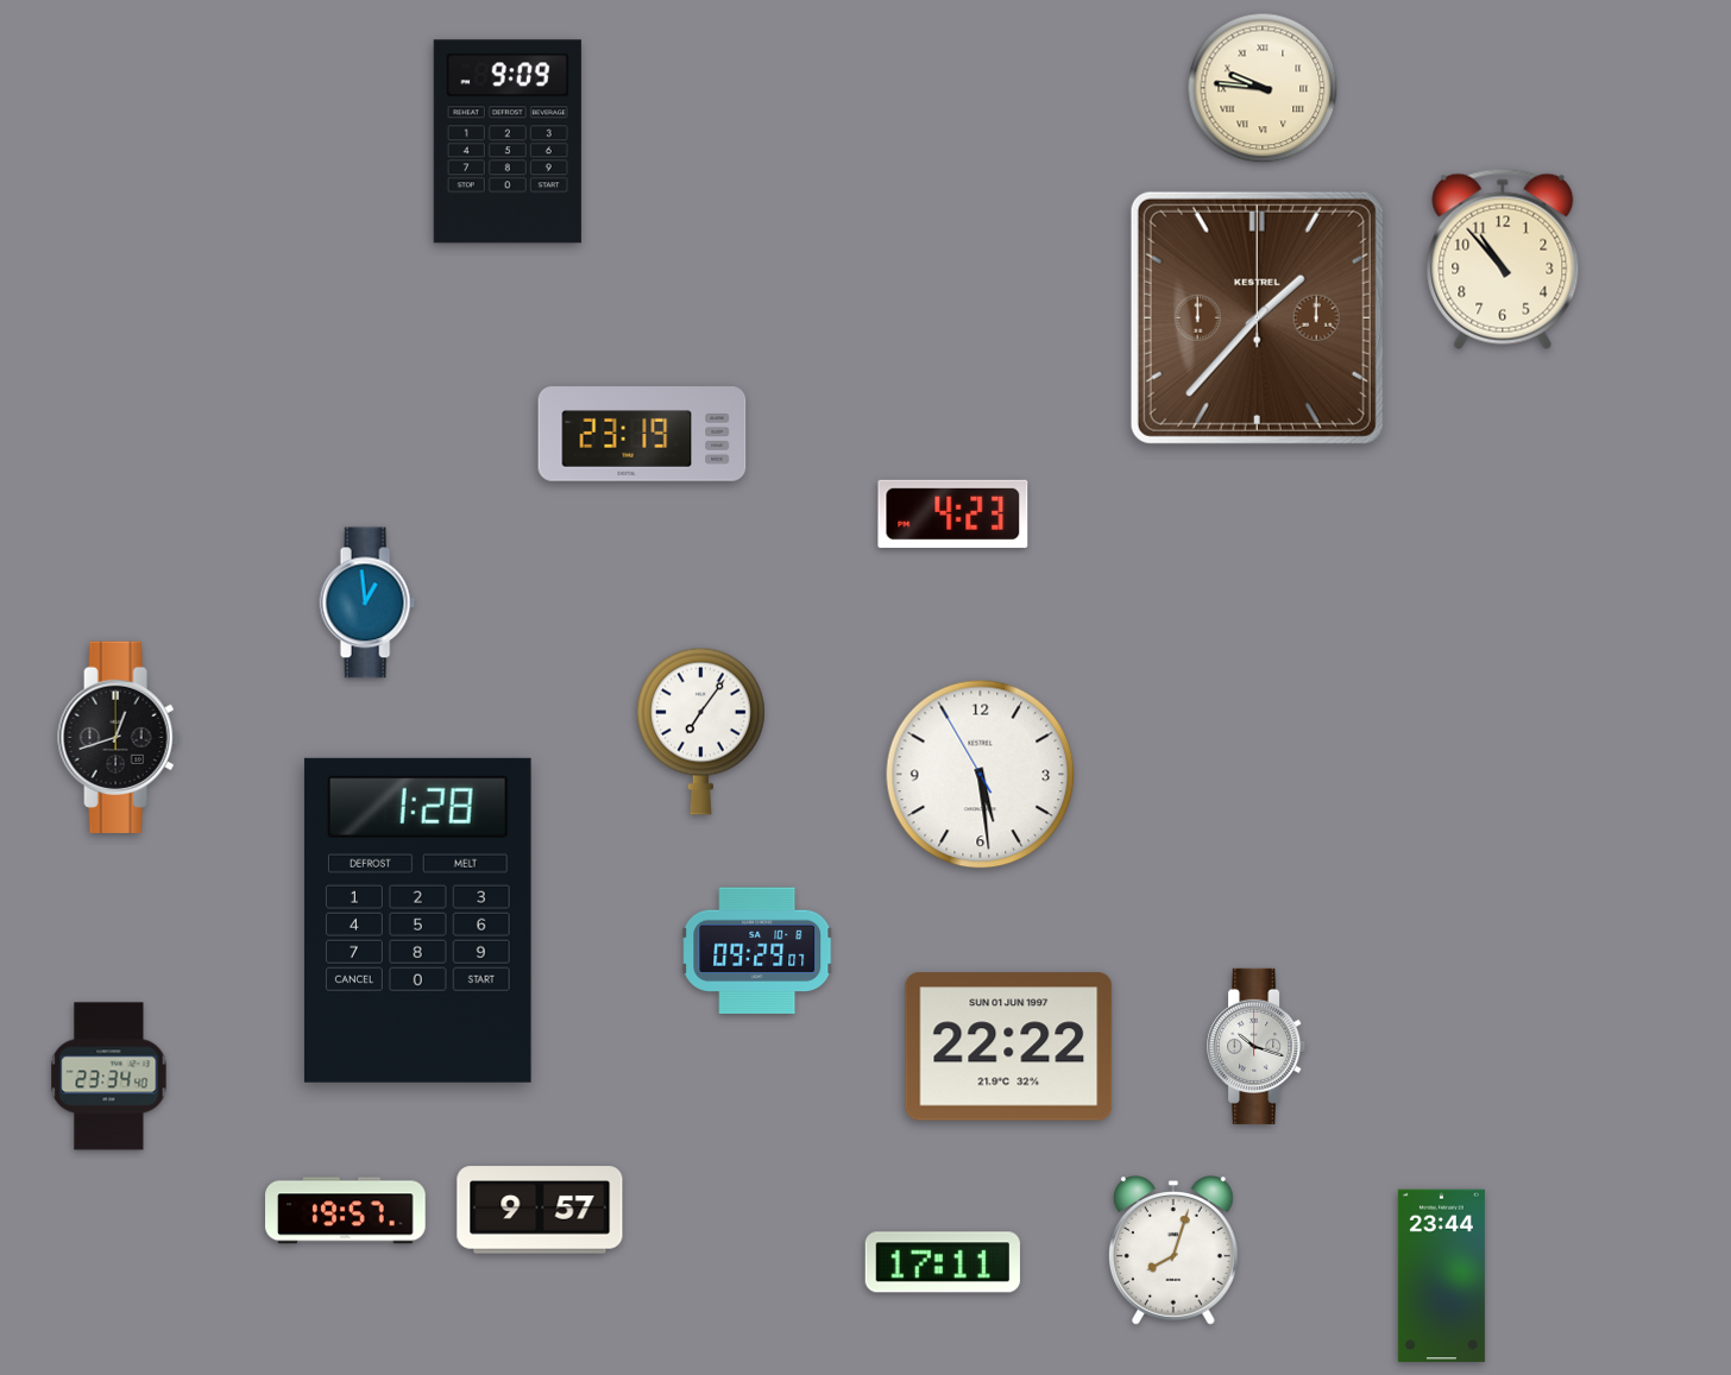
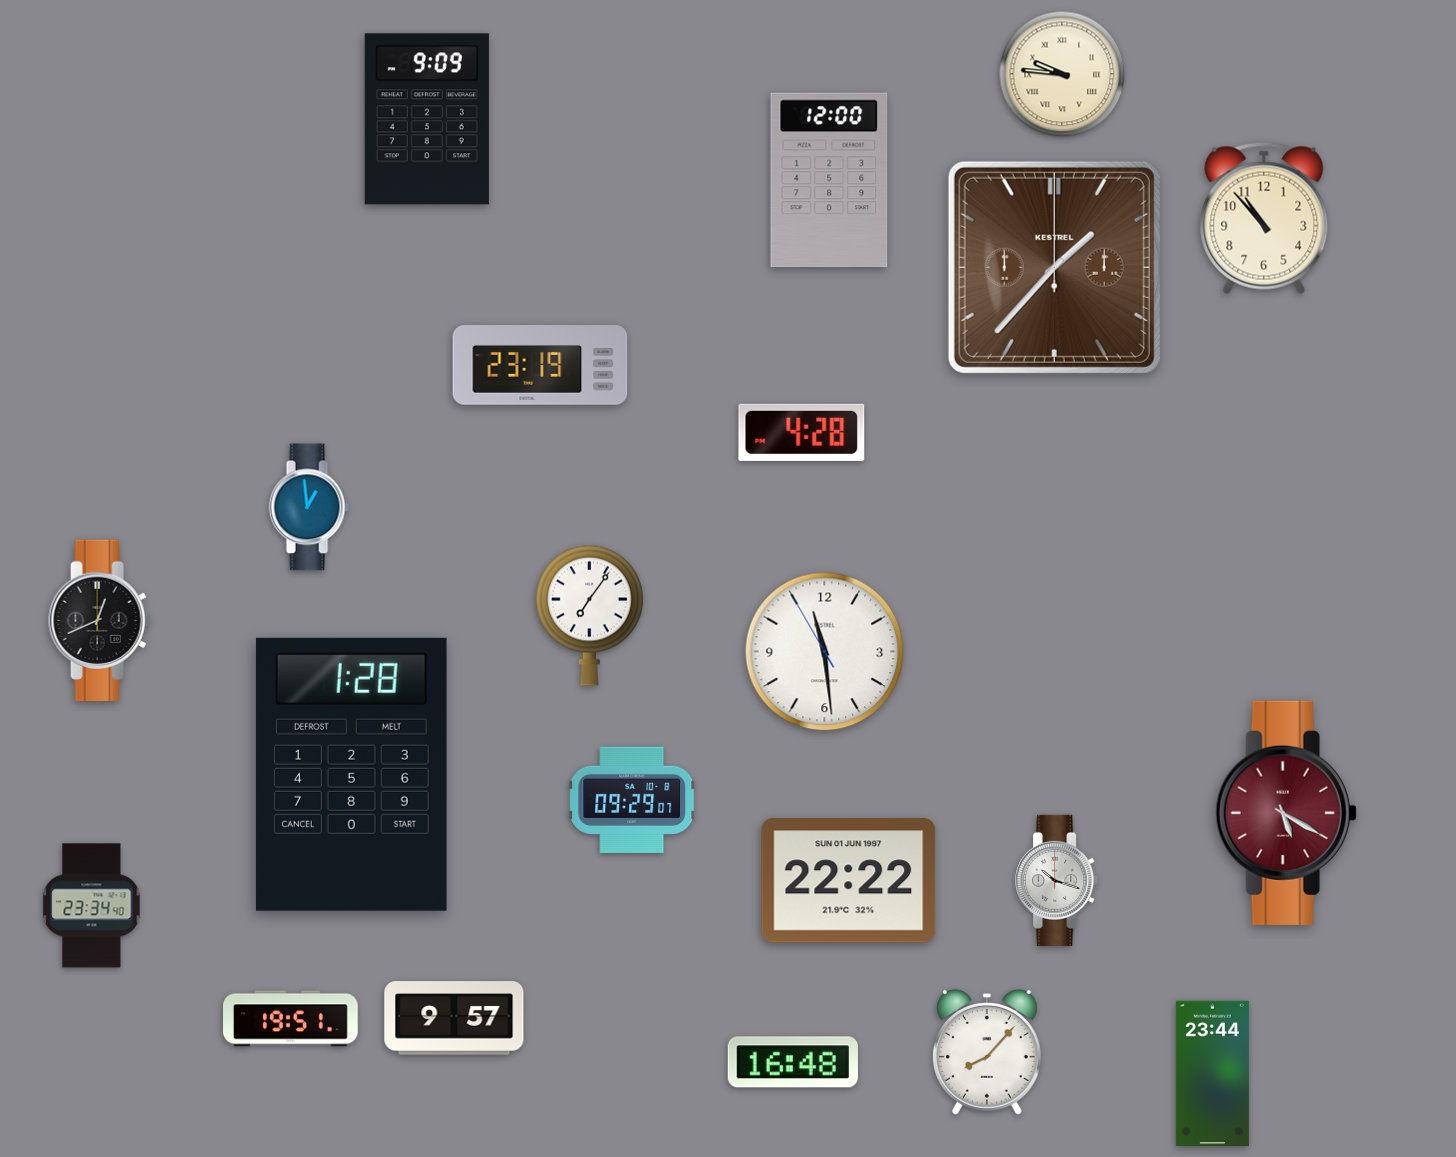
clock at (829, 180): none -> 12:00
clock at (1257, 317) position: (1257, 317) -> (1054, 267)
clock at (953, 513): 4:23 -> 4:28
clock at (119, 737): 12:42 -> 12:41
clock at (981, 775): 5:28 -> 11:28
clock at (759, 950) position: (759, 950) -> (633, 799)
clock at (1286, 813): none -> 5:20
clock at (346, 1211): 19:57 -> 19:51
clock at (1173, 1250): 8:03 -> 8:07
clock at (943, 1262): 17:11 -> 16:48
